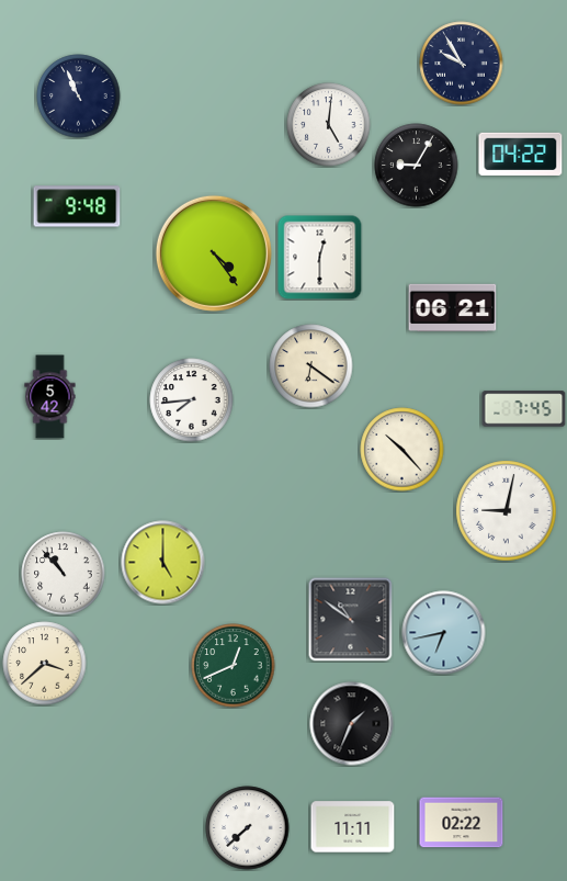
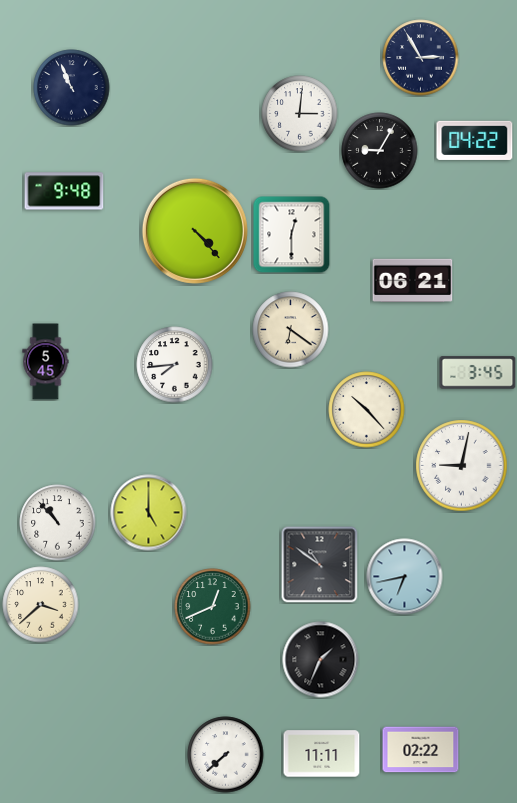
clock at (462, 64): 9:55 -> 2:55
clock at (329, 125): 5:01 -> 3:01
clock at (77, 206) position: (77, 206) -> (64, 191)
clock at (214, 253): 4:24 -> 4:23
clock at (311, 366) position: (311, 366) -> (291, 330)
clock at (50, 397): 5:42 -> 5:45
clock at (524, 409): 7:45 -> 3:45
